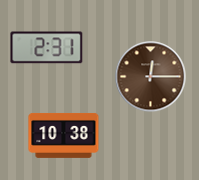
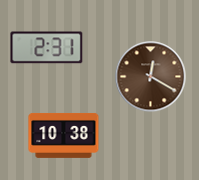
clock at (151, 77): 12:15 -> 12:20
